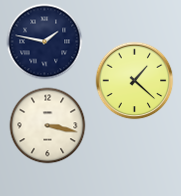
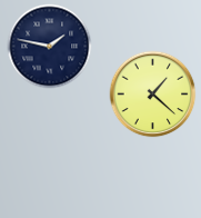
clock at (135, 81) position: (135, 81) -> (153, 95)
clock at (48, 126): 3:17 -> none
